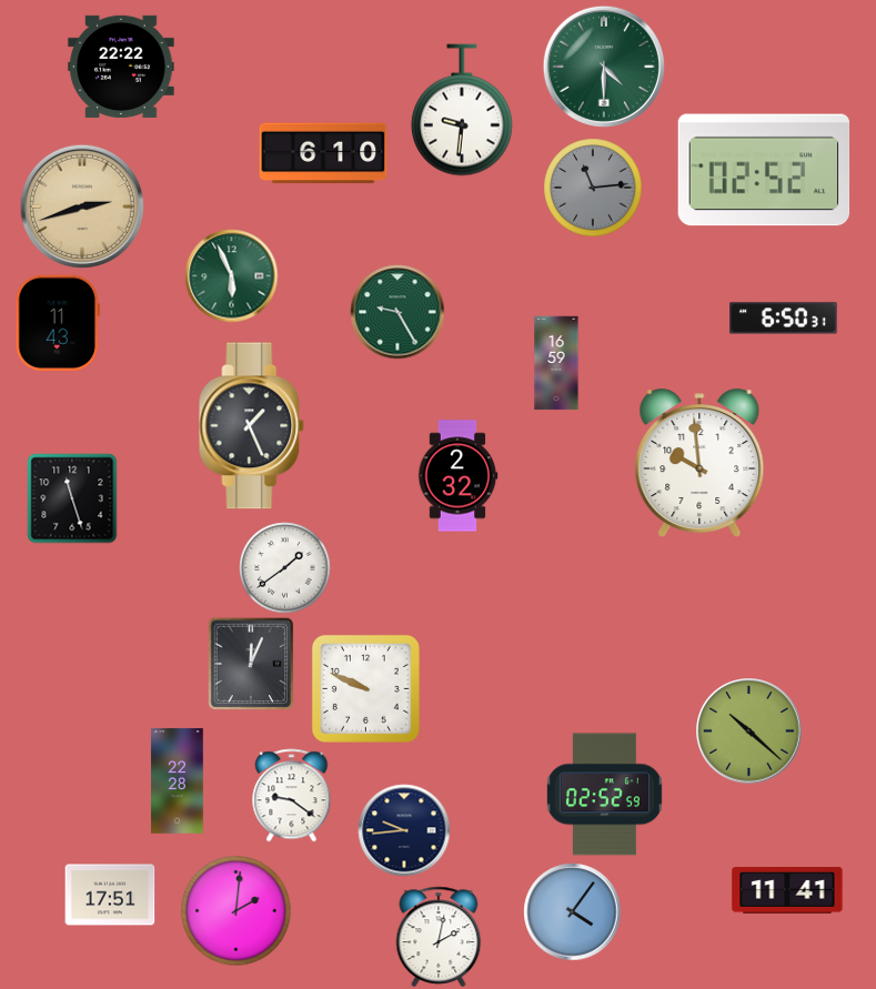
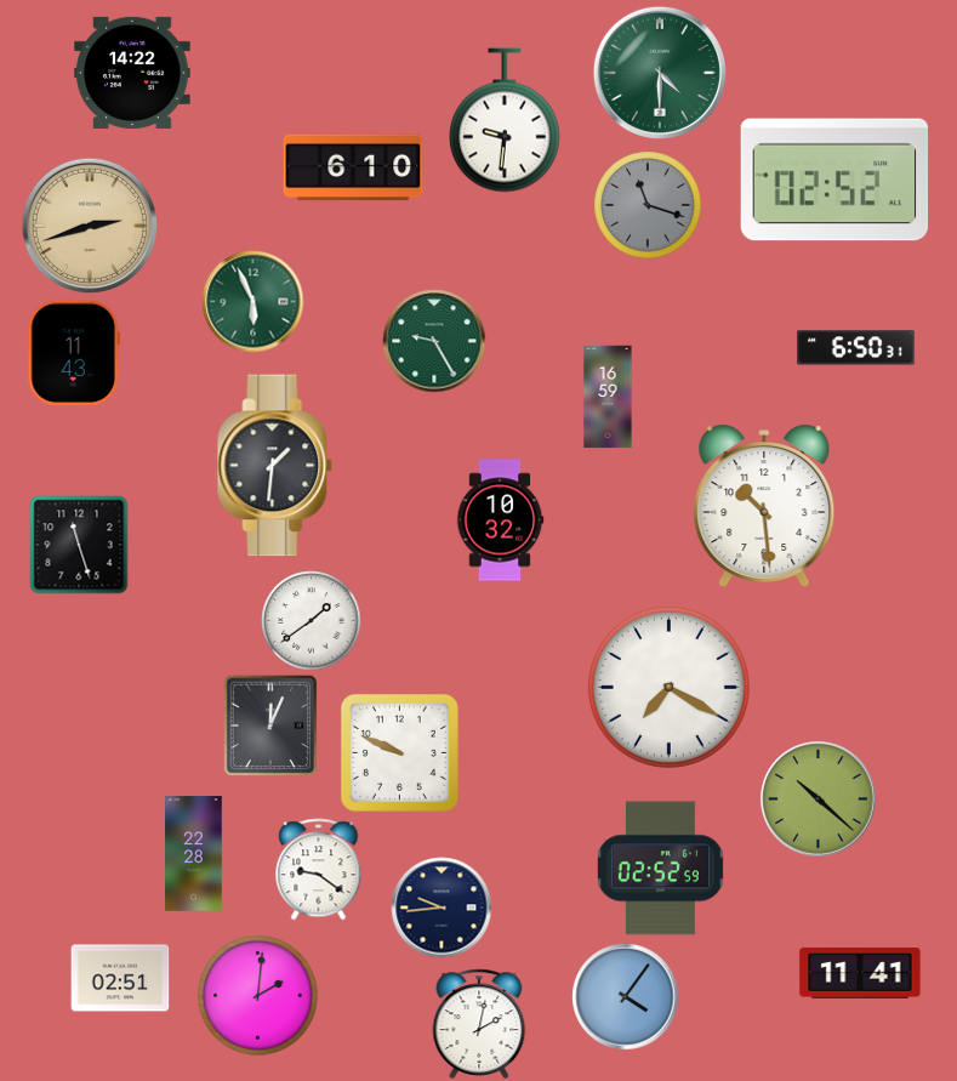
clock at (121, 67): 22:22 -> 14:22
clock at (764, 170) position: (764, 170) -> (834, 180)
clock at (593, 188): 11:14 -> 11:18
clock at (58, 323) position: (58, 323) -> (74, 353)
clock at (252, 426): 1:26 -> 1:31
clock at (699, 463): 9:59 -> 10:29
clock at (457, 476): 2:32 -> 10:32
clock at (668, 687): none -> 7:20
clock at (251, 664) position: (251, 664) -> (270, 726)
clock at (110, 895): 17:51 -> 02:51
